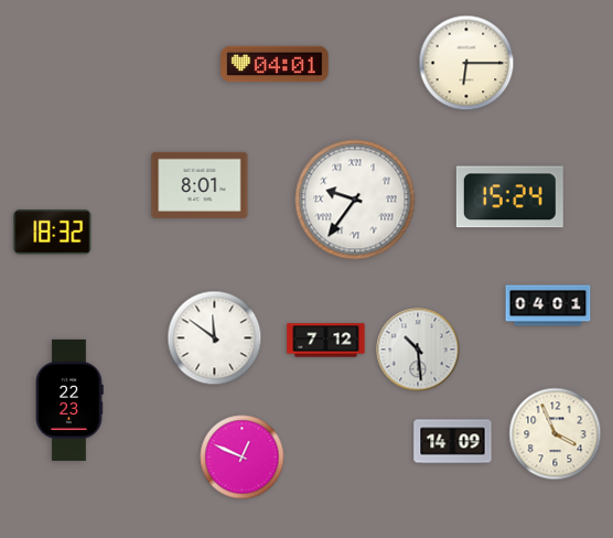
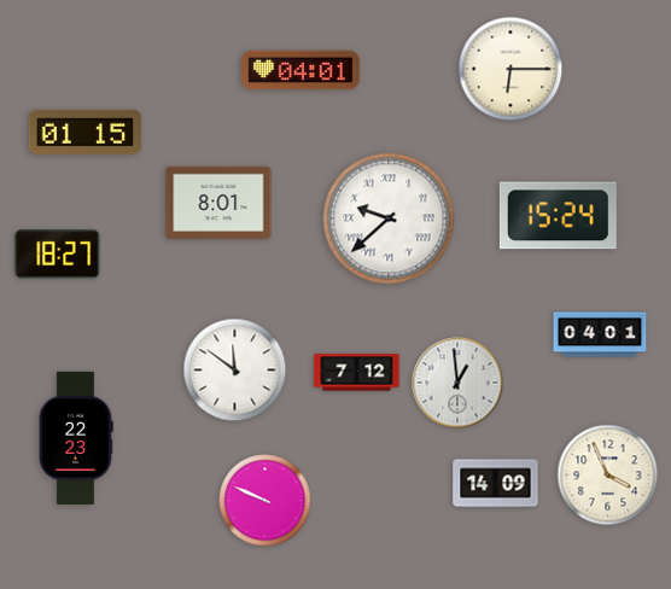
clock at (86, 132): none -> 01:15
clock at (355, 200): 9:36 -> 9:38
clock at (53, 233): 18:32 -> 18:27
clock at (418, 349): 10:29 -> 12:59
clock at (243, 458): 12:49 -> 9:49
